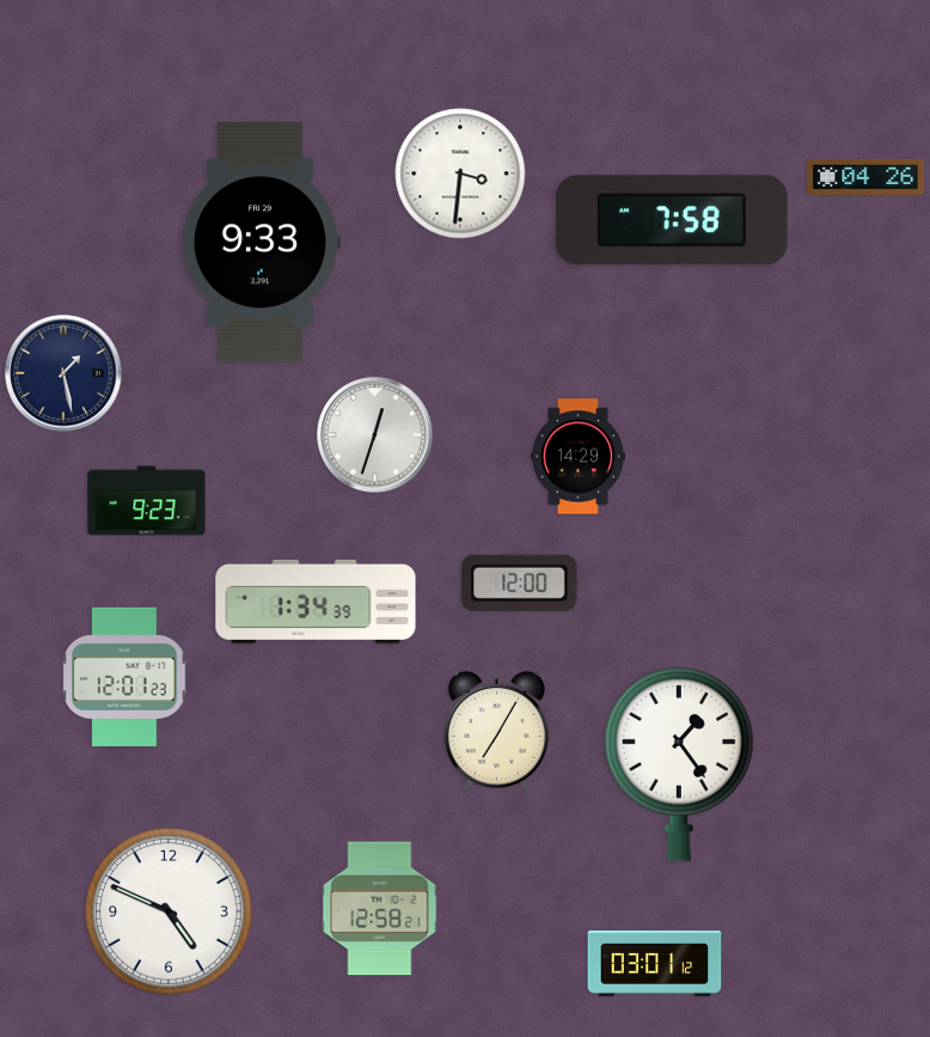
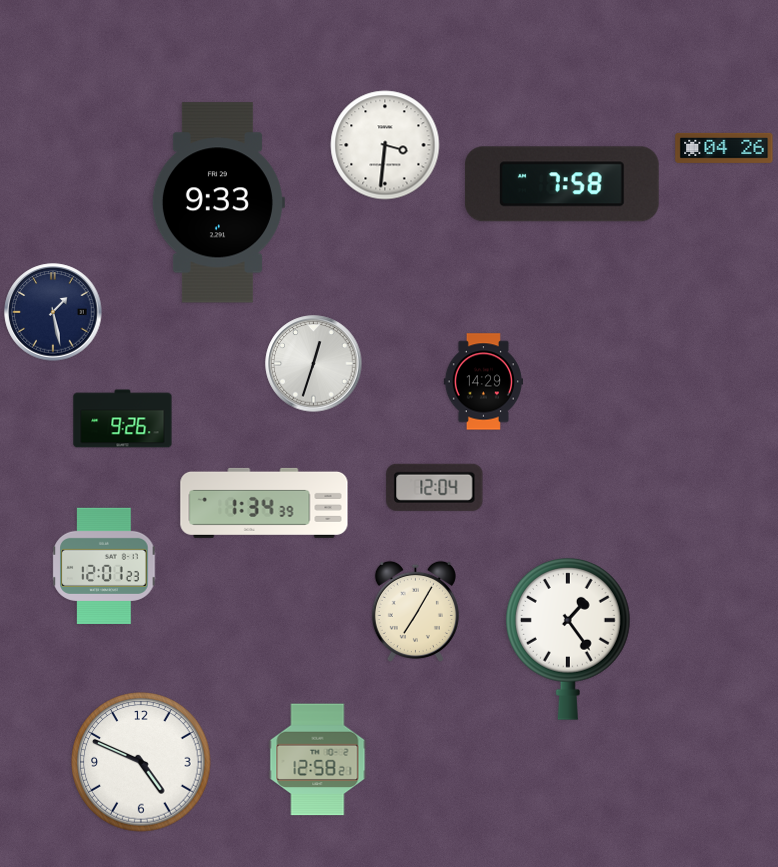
clock at (147, 501): 9:23 -> 9:26
clock at (520, 582): 12:00 -> 12:04
clock at (655, 964): 03:01 -> none
